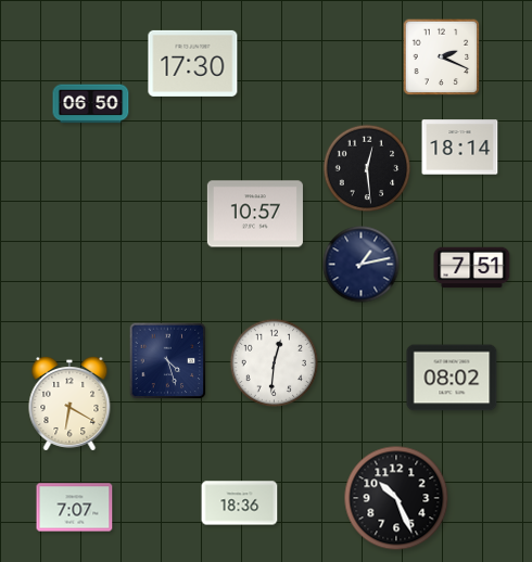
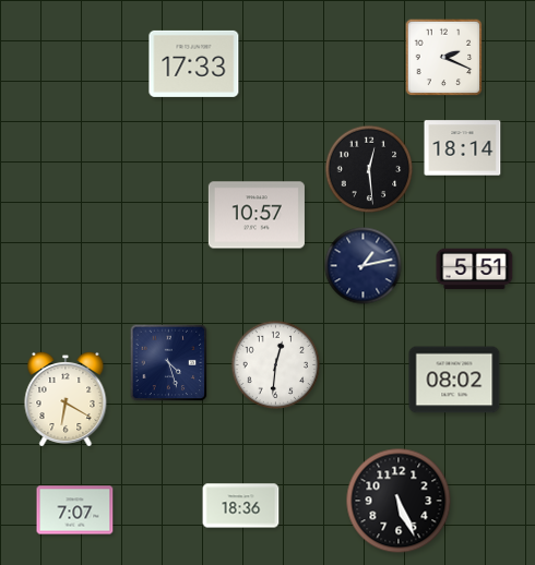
clock at (193, 63): 17:30 -> 17:33
clock at (91, 104): 06:50 -> none
clock at (472, 268): 7:51 -> 5:51
clock at (69, 404) position: (69, 404) -> (66, 399)
clock at (396, 498): 10:26 -> 5:26
